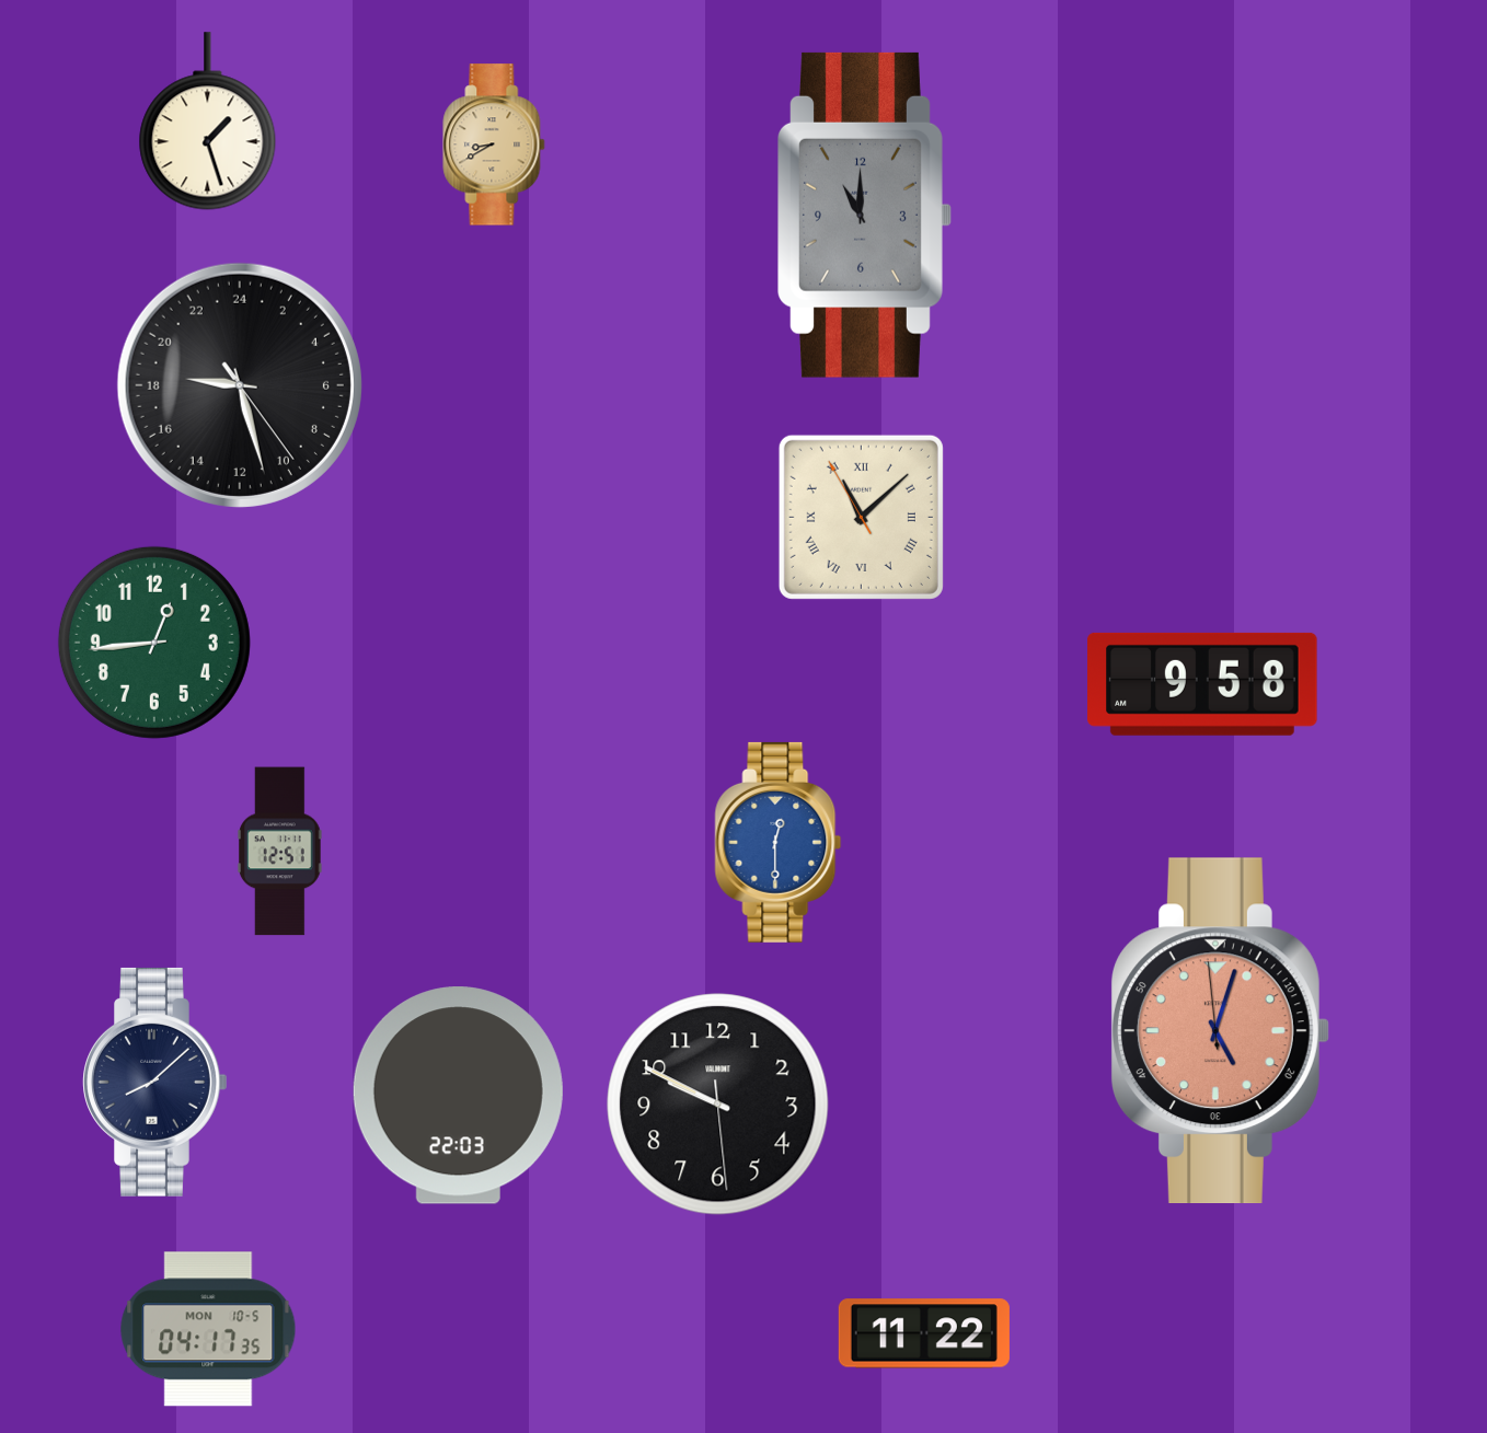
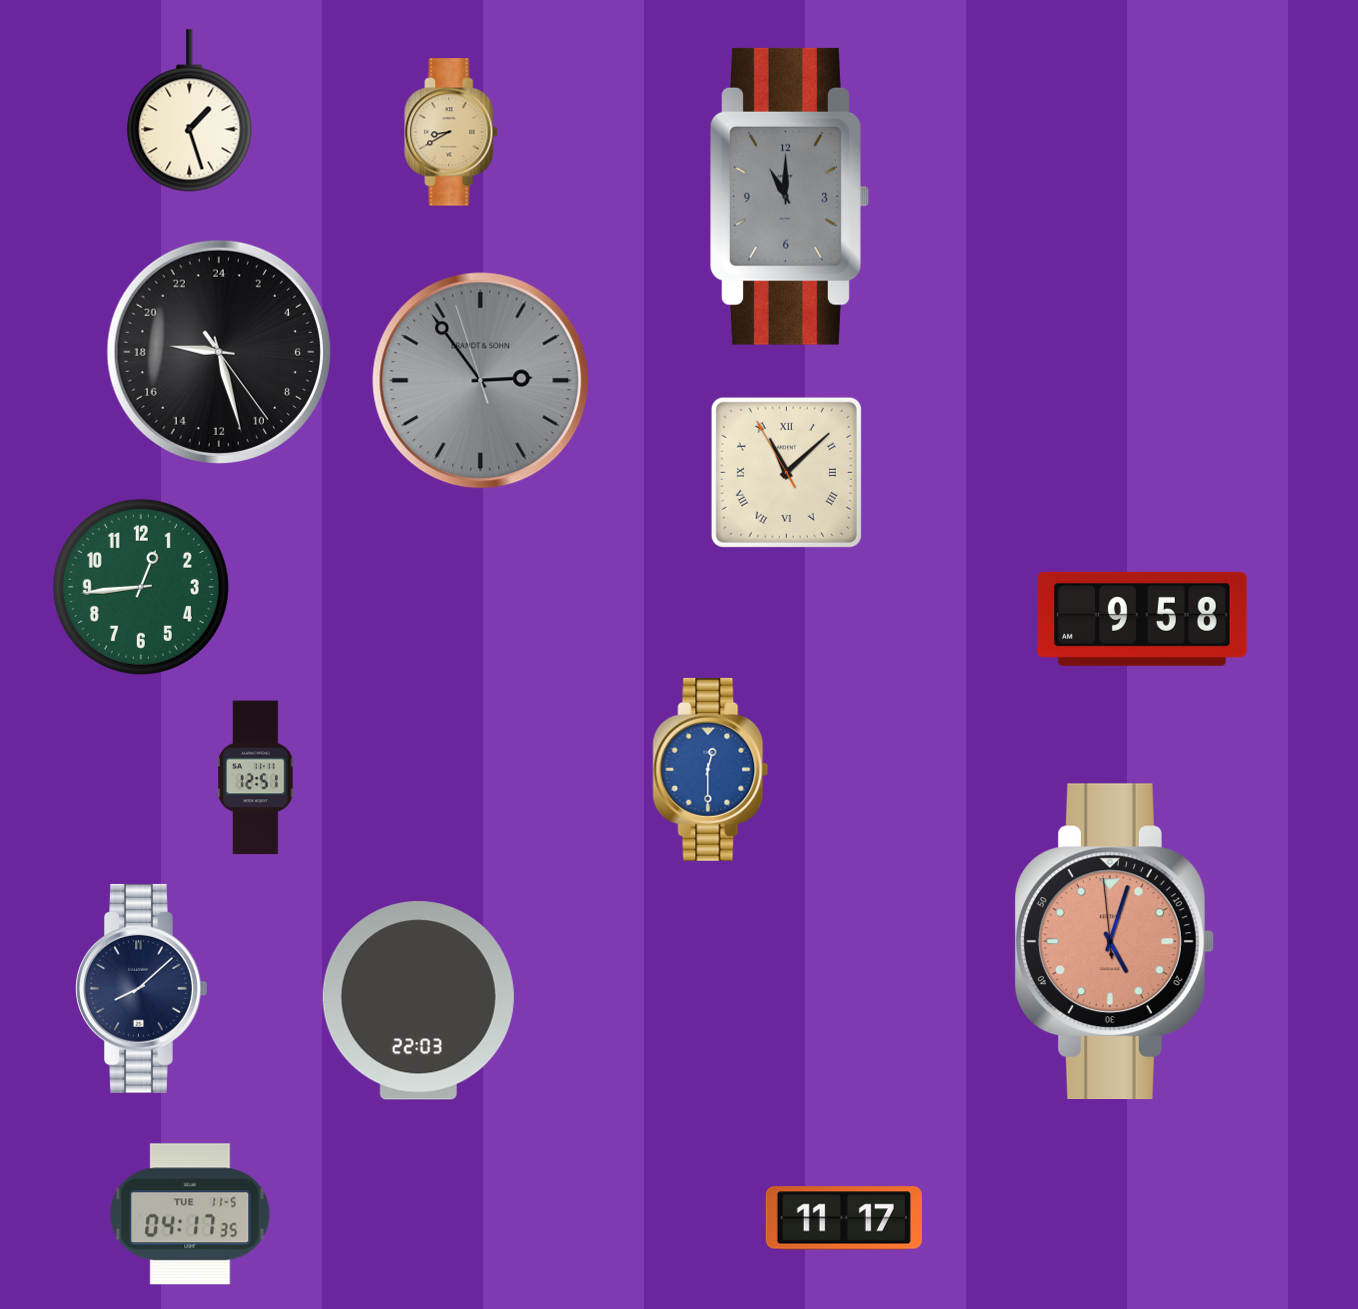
clock at (481, 381): none -> 2:53
clock at (1202, 684) position: (1202, 684) -> (1142, 619)
clock at (718, 1105): 9:49 -> none
clock at (208, 1329) date: MON 10-5 -> TUE 11-5
clock at (924, 1333): 11:22 -> 11:17
